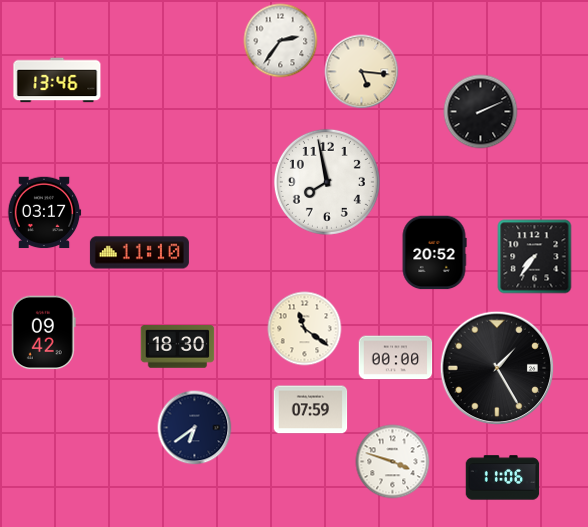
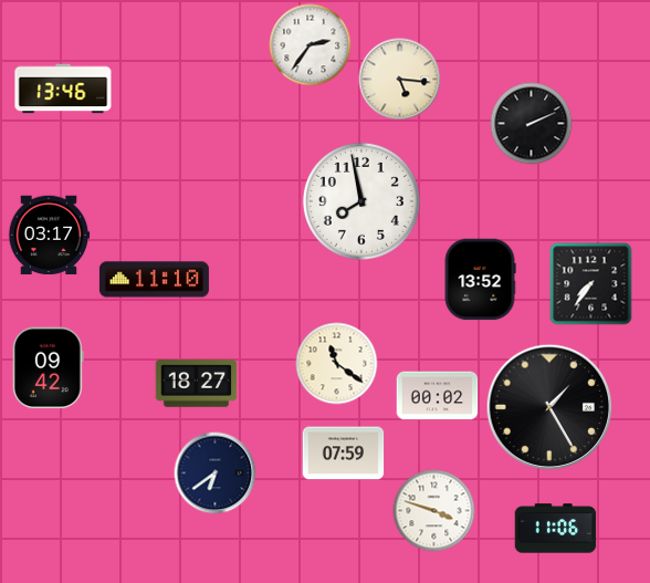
clock at (434, 253): 20:52 -> 13:52
clock at (178, 347): 18:30 -> 18:27
clock at (396, 358): 00:00 -> 00:02
